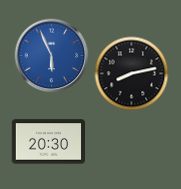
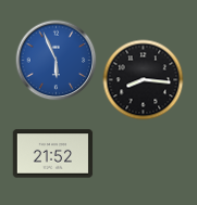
clock at (132, 74): 8:13 -> 8:16
clock at (49, 142): 20:30 -> 21:52
